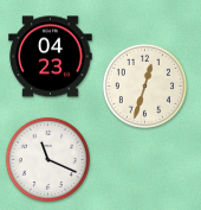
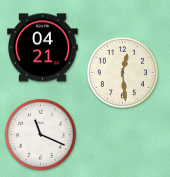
clock at (51, 57): 04:23 -> 04:21
clock at (144, 85): 12:33 -> 12:29
